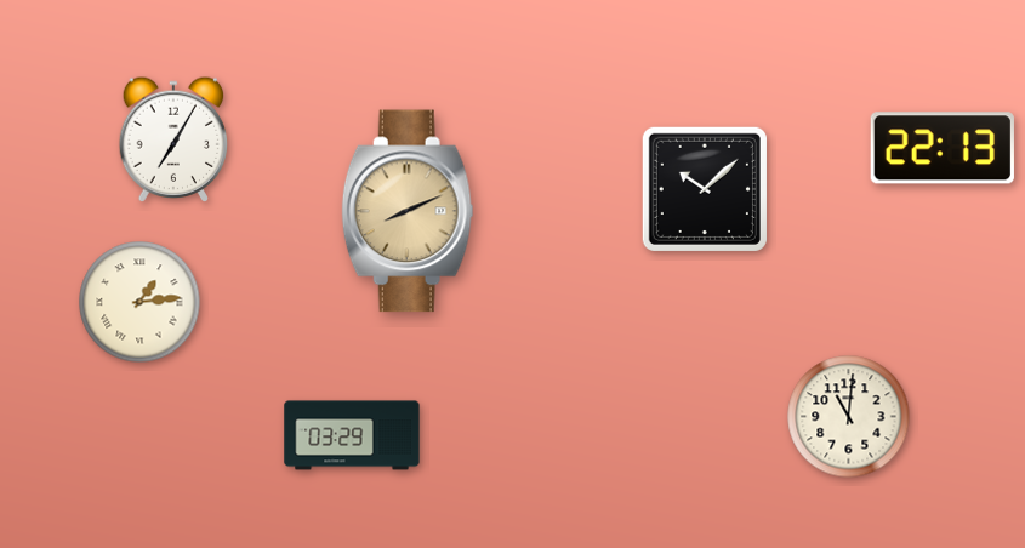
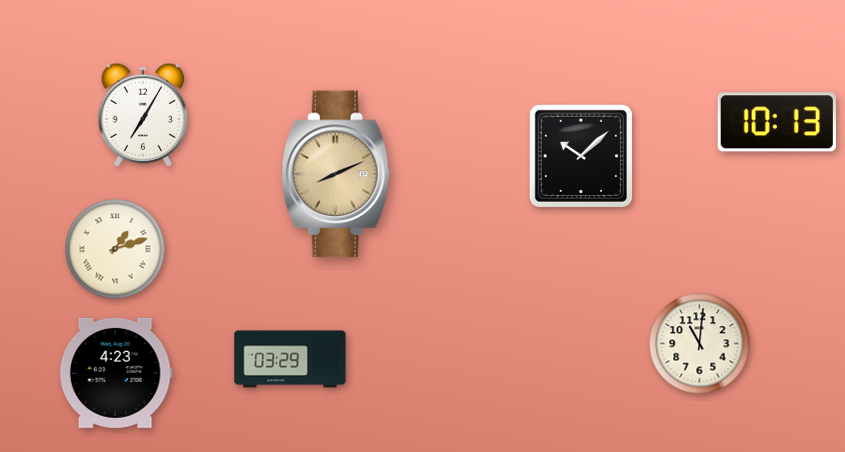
clock at (943, 148): 22:13 -> 10:13
clock at (139, 302): 1:14 -> 1:12
clock at (116, 373): none -> 4:23
